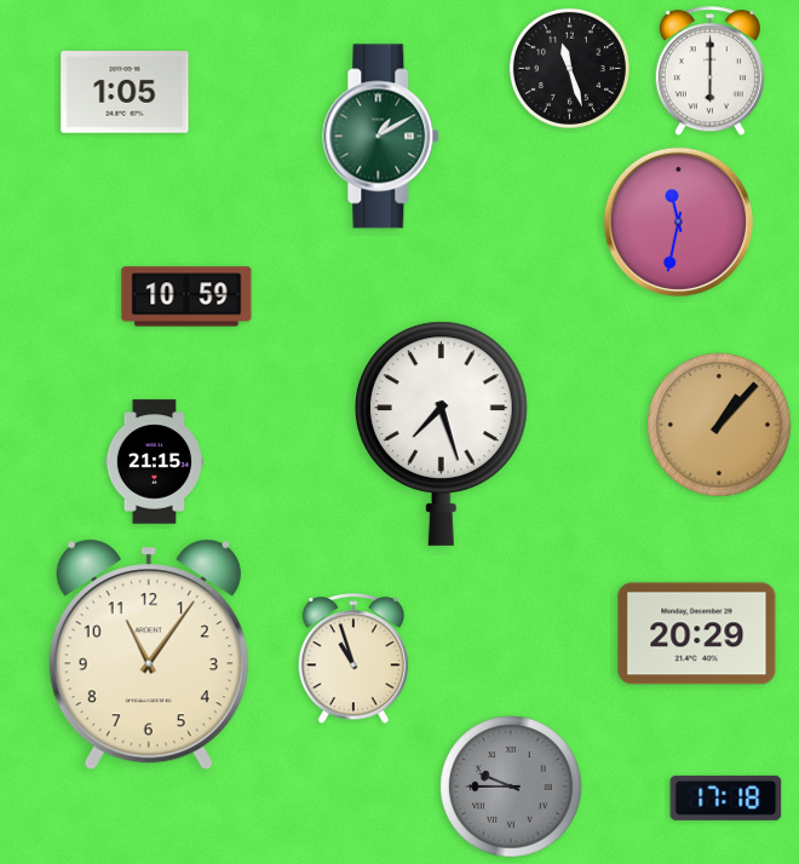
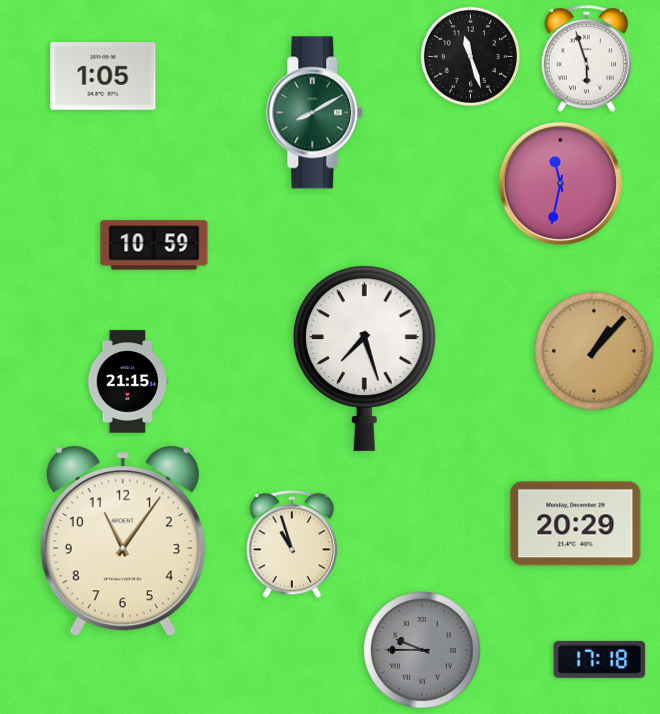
clock at (709, 71): 6:00 -> 5:57
clock at (381, 137): 1:10 -> 8:10
